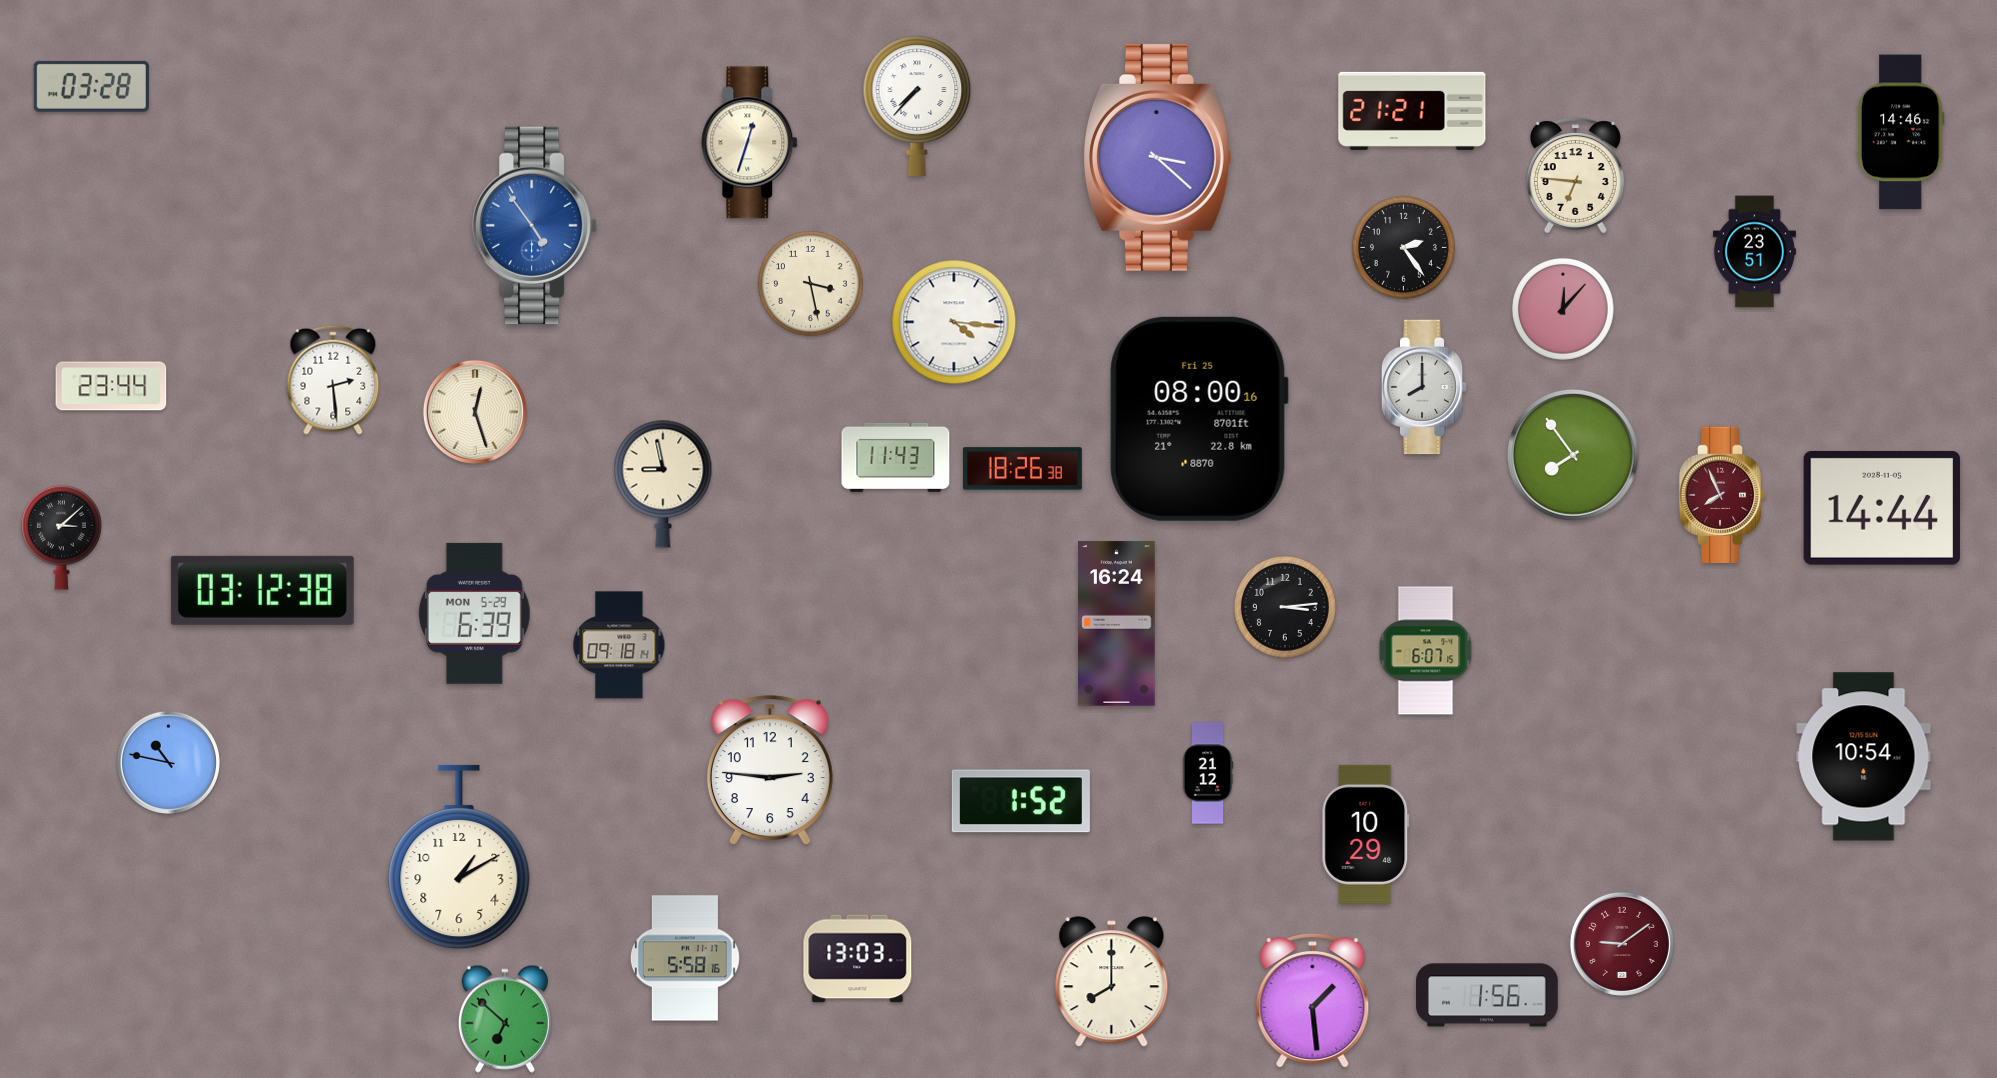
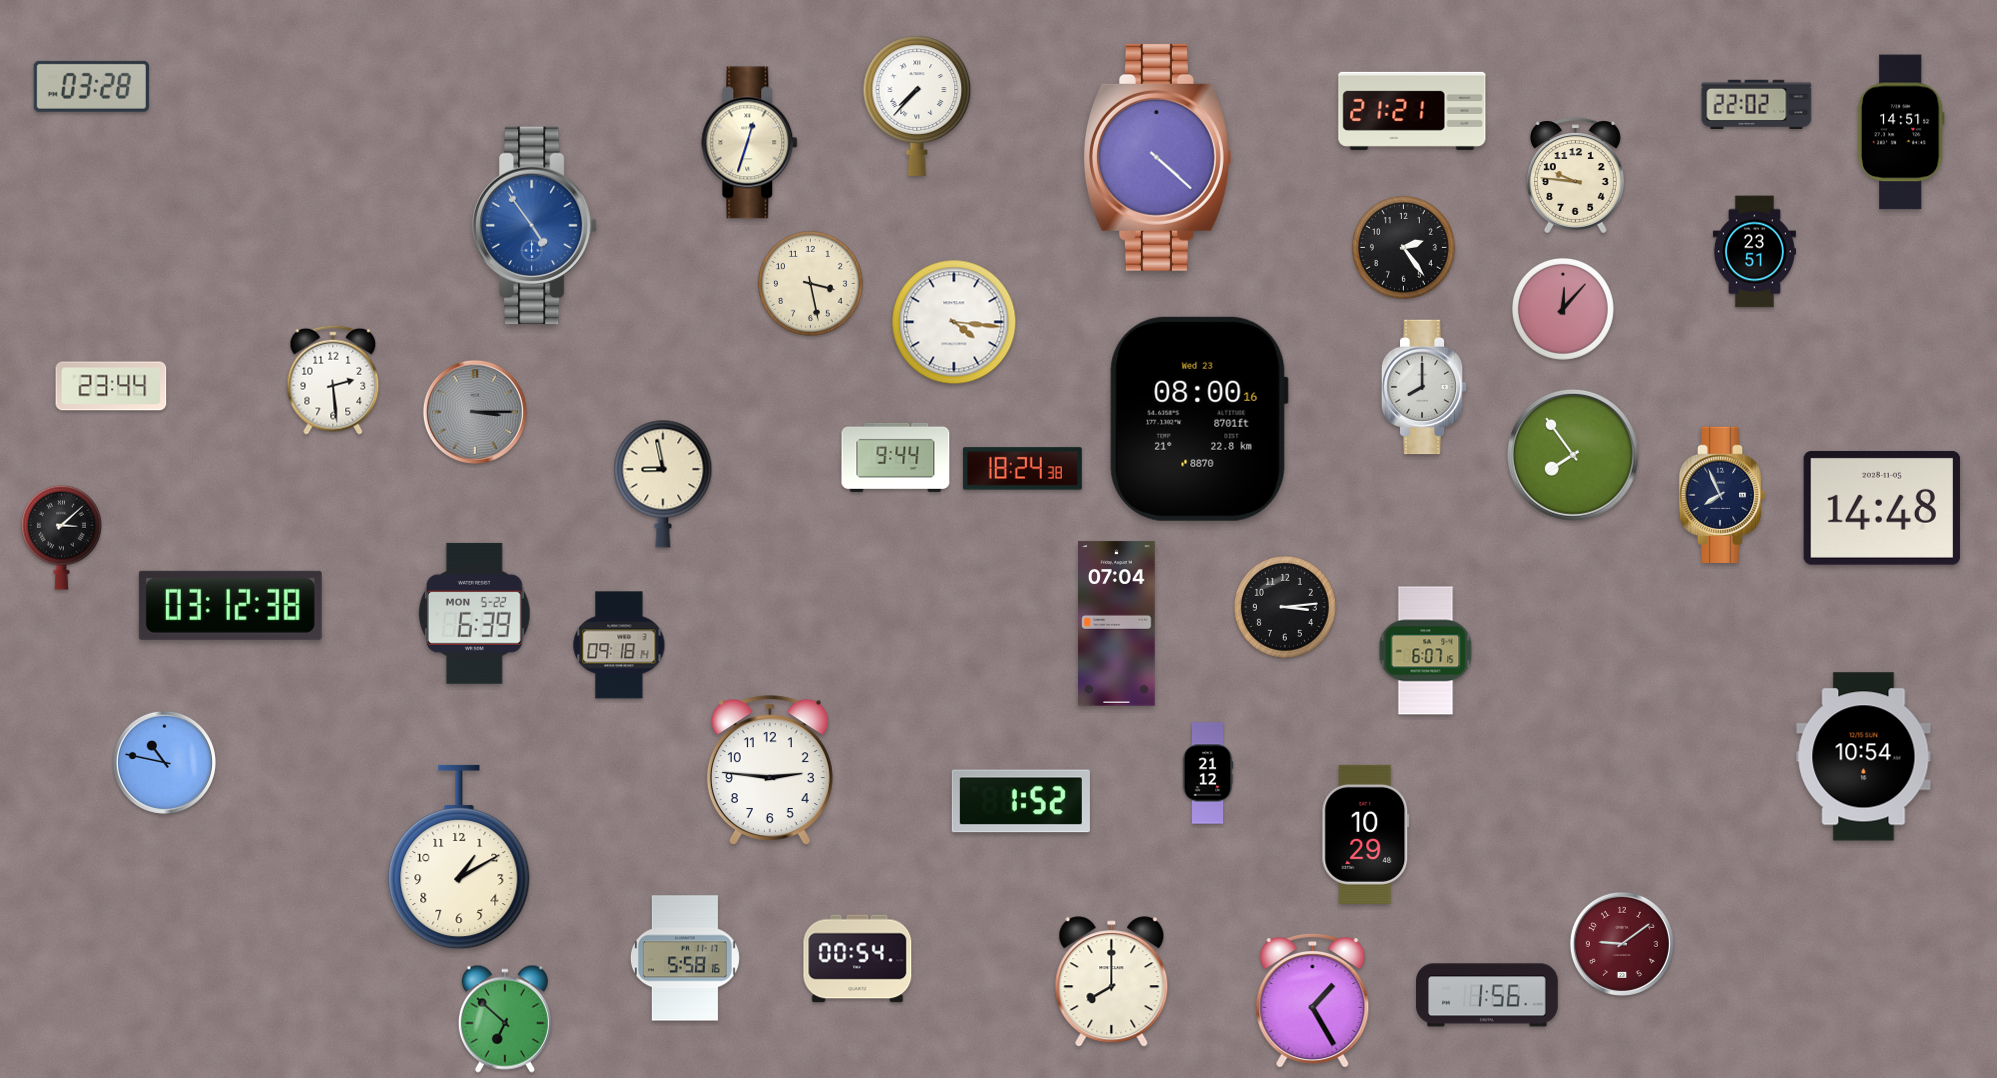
clock at (1757, 104): none -> 22:02
clock at (1901, 132): 14:46 -> 14:51
clock at (1157, 157): 3:22 -> 4:22
clock at (1575, 176): 6:46 -> 9:46
clock at (475, 412): 12:27 -> 3:15
clock at (475, 412) dial: cream -> grey
clock at (1199, 419) date: Fri 25 -> Wed 23
clock at (896, 457): 11:43 -> 9:44
clock at (1022, 469): 18:26 -> 18:24
clock at (1722, 494) dial: burgundy -> navy
clock at (1882, 508): 14:44 -> 14:48
clock at (262, 590) position: (262, 590) -> (230, 605)
clock at (474, 613) date: MON 5-29 -> MON 5-22
clock at (1117, 624): 16:24 -> 07:04
clock at (168, 762) position: (168, 762) -> (164, 762)
clock at (858, 959): 13:03 -> 00:54
clock at (1313, 1002): 1:29 -> 1:25
